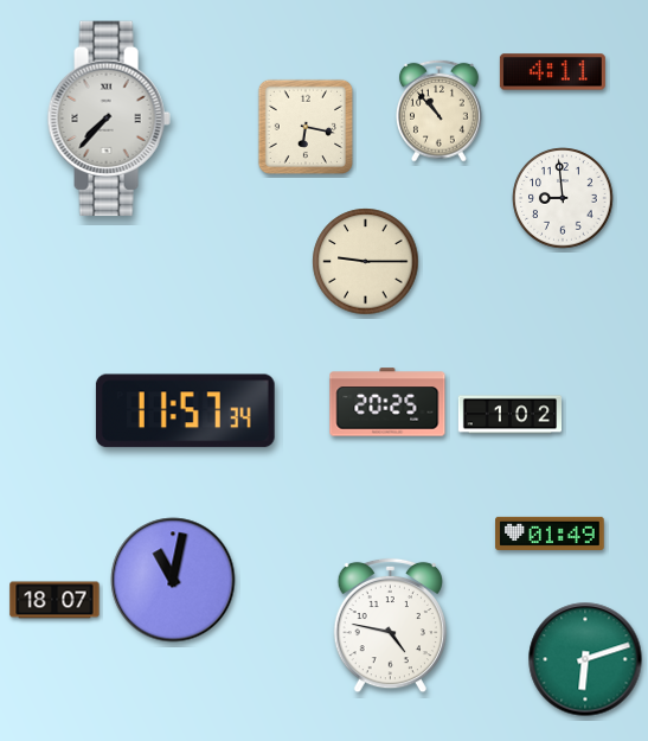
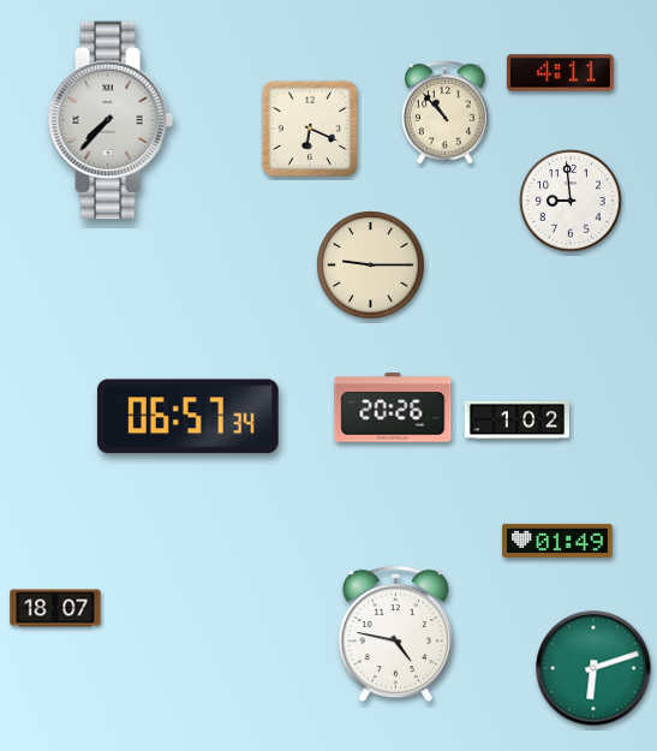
clock at (304, 126): 6:17 -> 6:19
clock at (387, 402): 20:25 -> 20:26
clock at (185, 411): 11:57 -> 06:57
clock at (173, 580): 11:02 -> none
